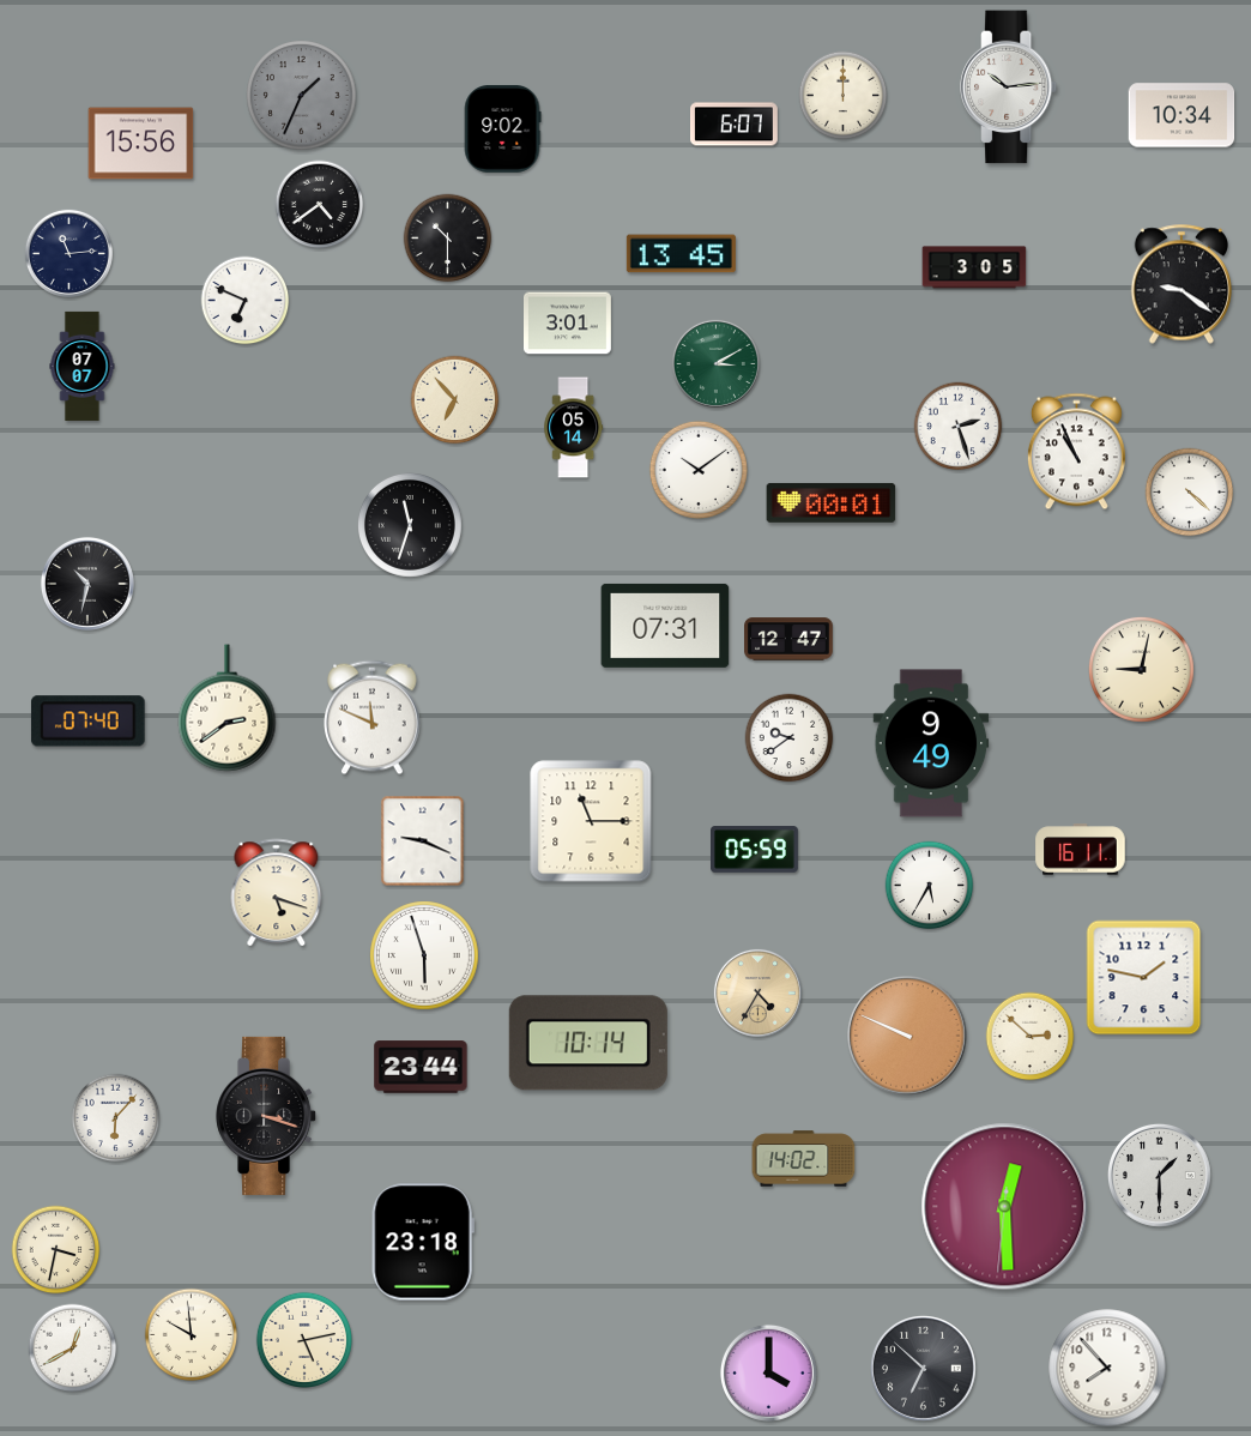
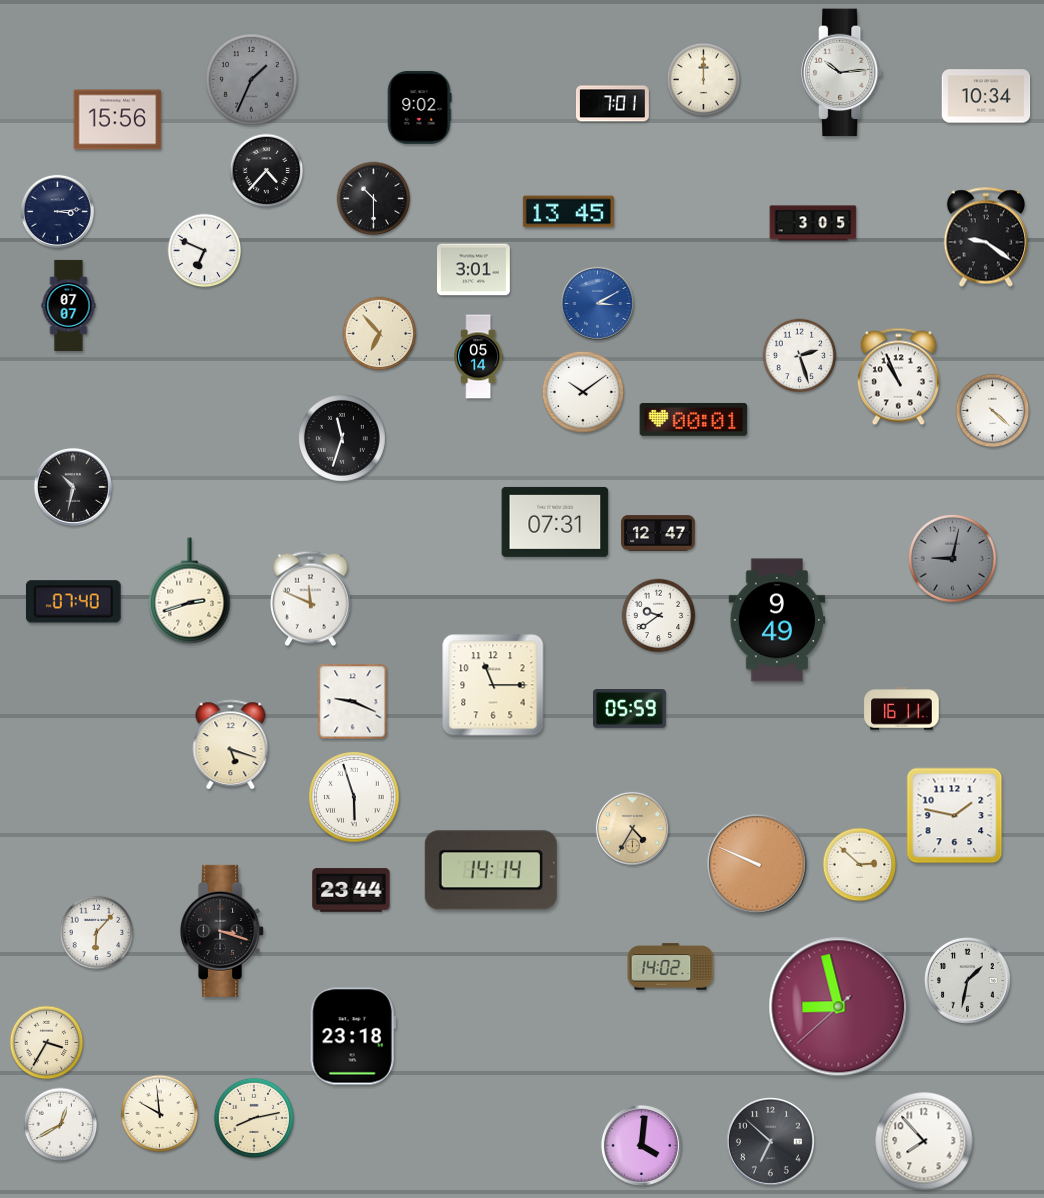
clock at (735, 125): 6:07 -> 7:01
clock at (320, 205): 4:39 -> 4:37
clock at (68, 253): 11:14 -> 3:14
clock at (715, 363) dial: green -> blue
clock at (1141, 669) dial: cream -> grey
clock at (228, 708): 2:39 -> 2:42
clock at (930, 886): 5:35 -> none
clock at (588, 1043): 10:14 -> 14:14
clock at (1160, 1175): 1:30 -> 1:32
clock at (1005, 1207): 12:29 -> 8:57
clock at (56, 1250): 3:32 -> 3:35
clock at (303, 1339): 5:13 -> 8:13
clock at (768, 1372): 4:00 -> 4:01
